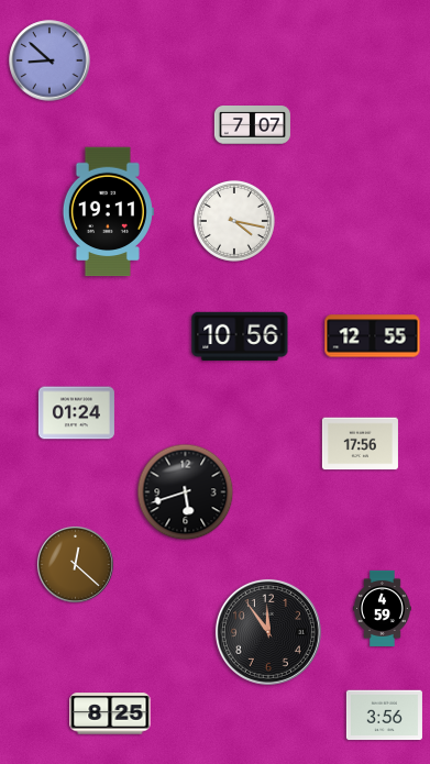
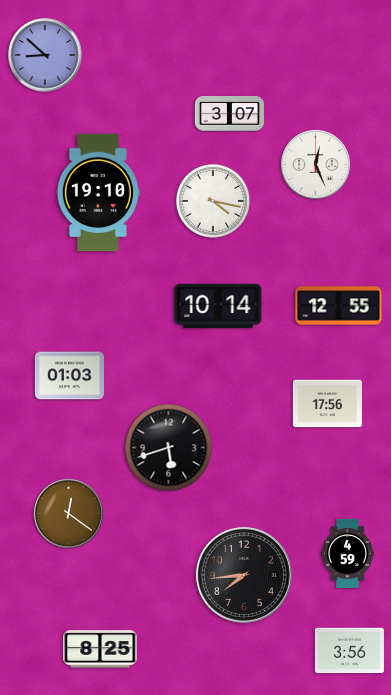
clock at (252, 125): 7:07 -> 3:07
clock at (315, 164): none -> 12:26
clock at (108, 212): 19:11 -> 19:10
clock at (240, 336): 10:56 -> 10:14
clock at (76, 413): 01:24 -> 01:03
clock at (75, 564): 12:22 -> 12:21
clock at (268, 632): 11:54 -> 7:44
